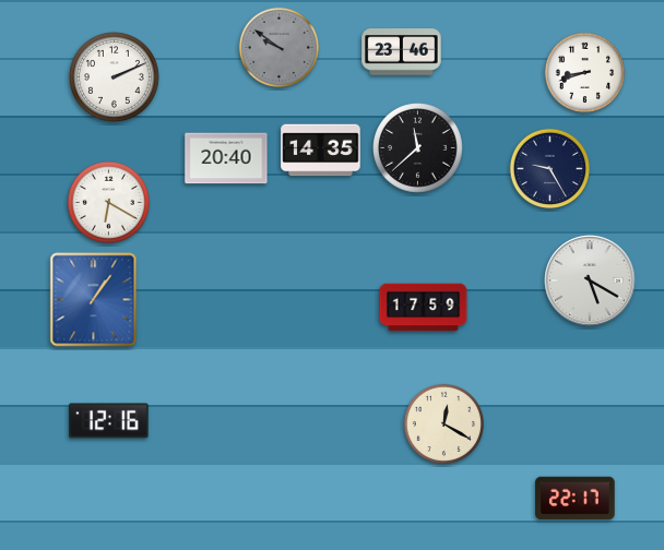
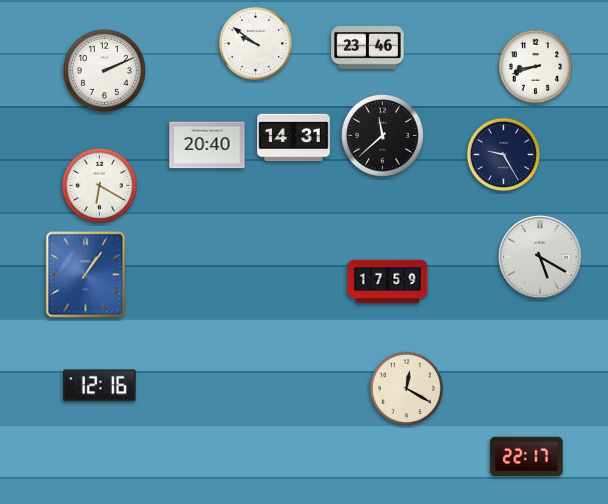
clock at (278, 47) dial: grey -> white
clock at (321, 151): 14:35 -> 14:31
